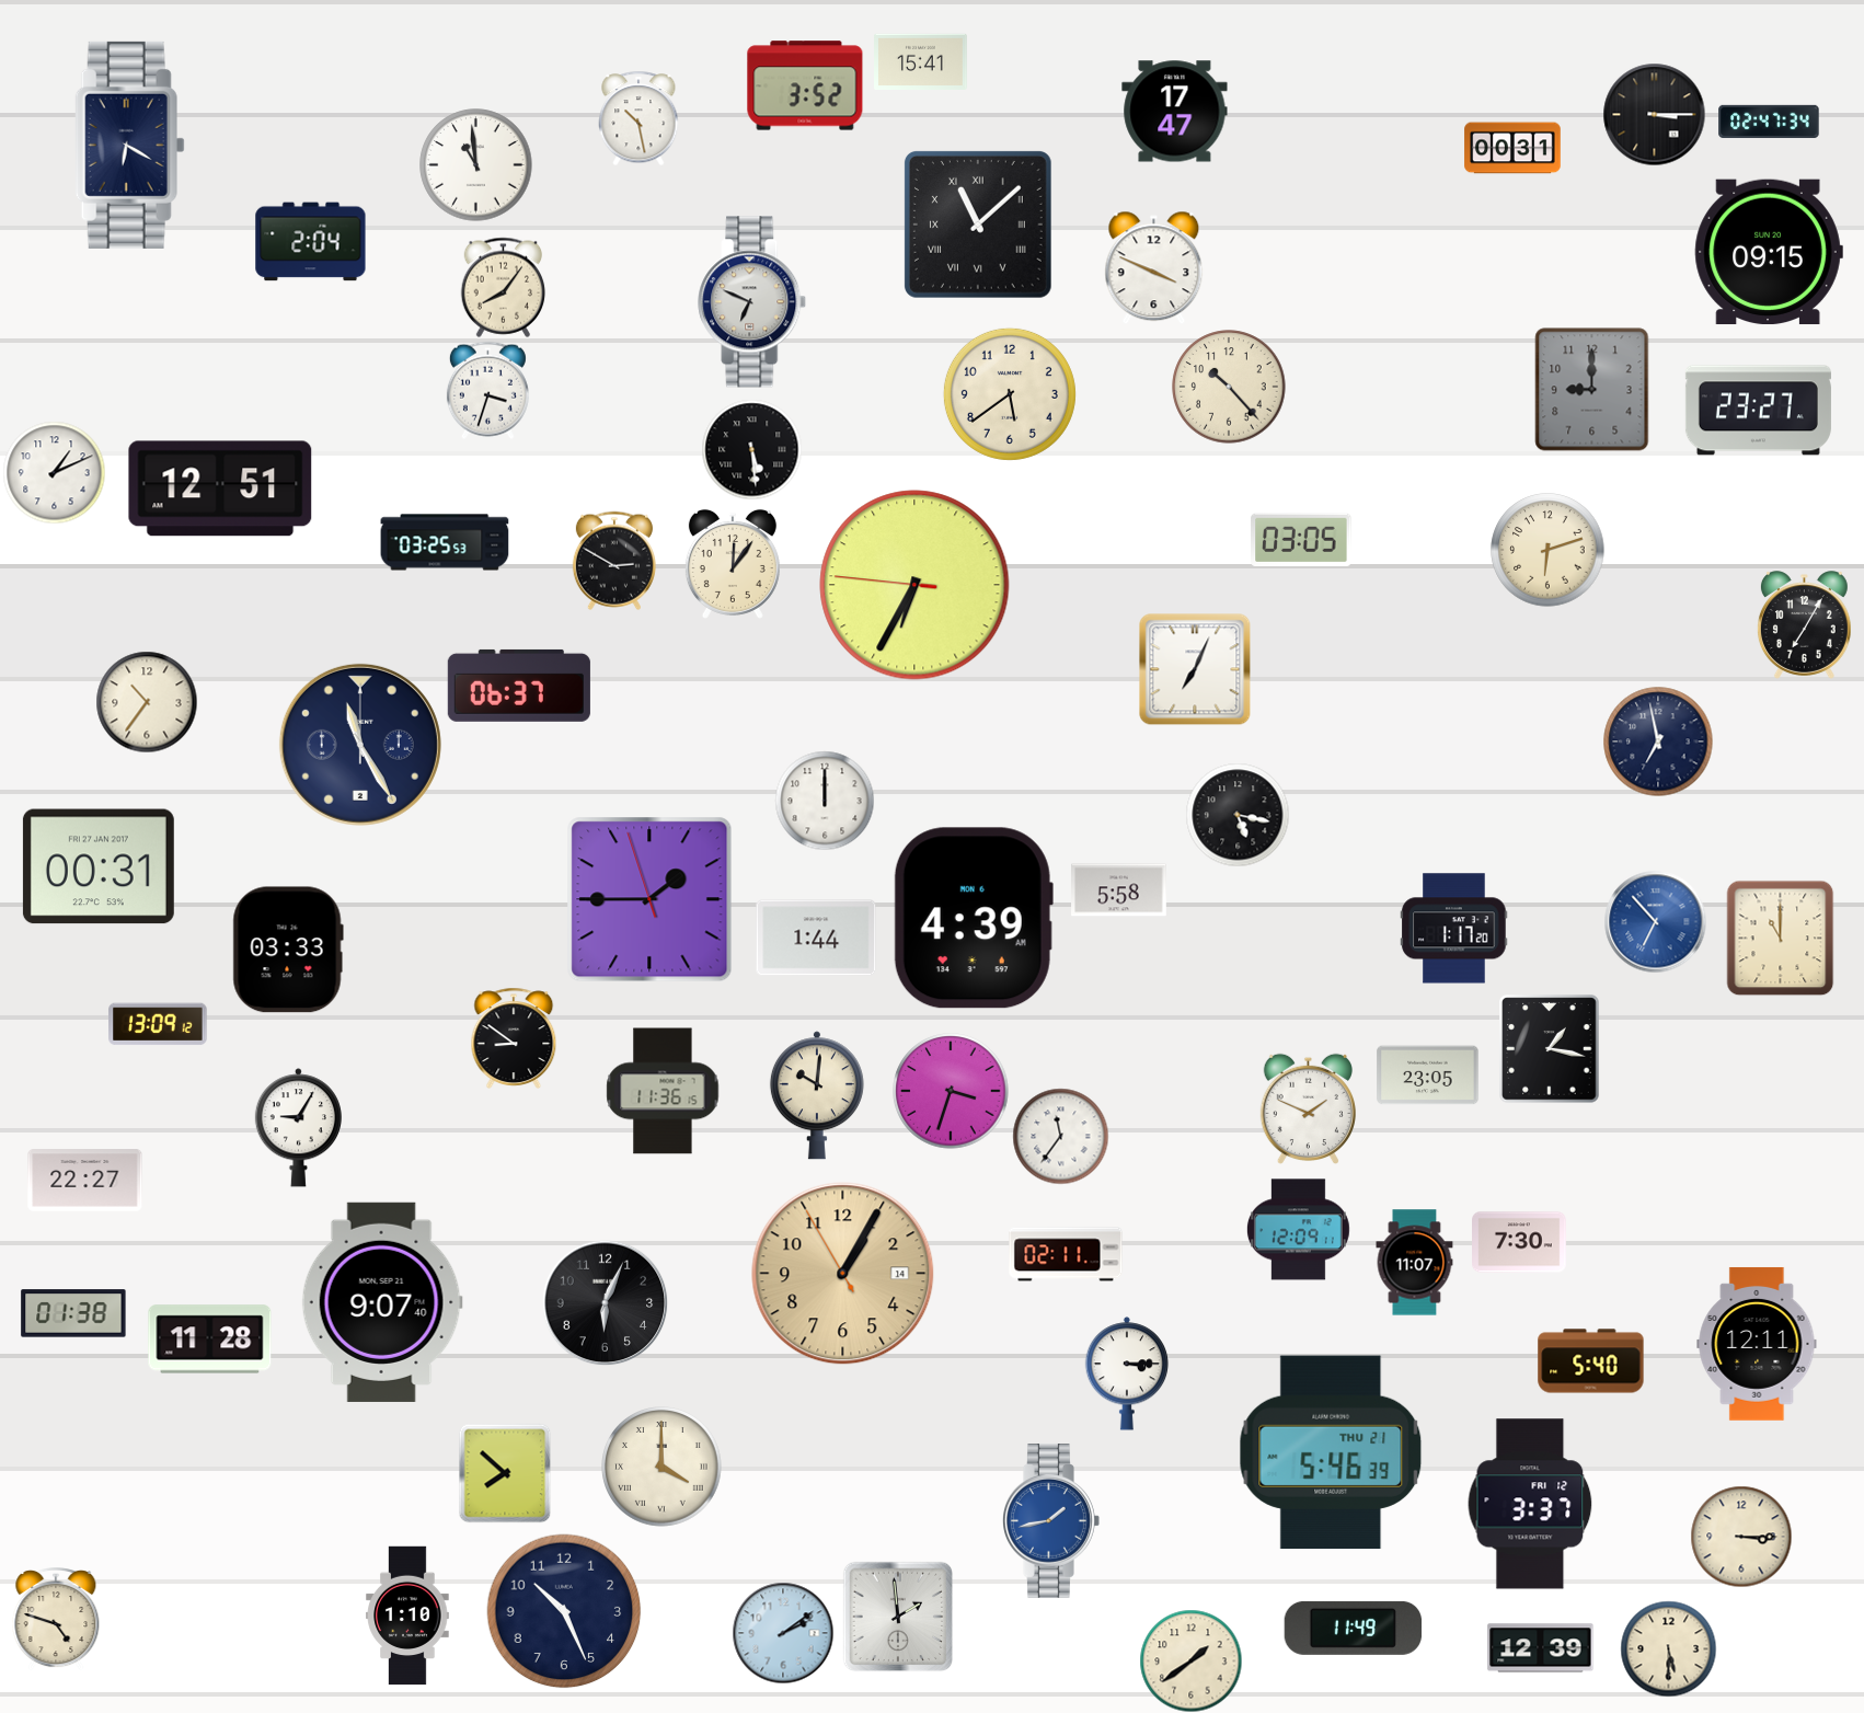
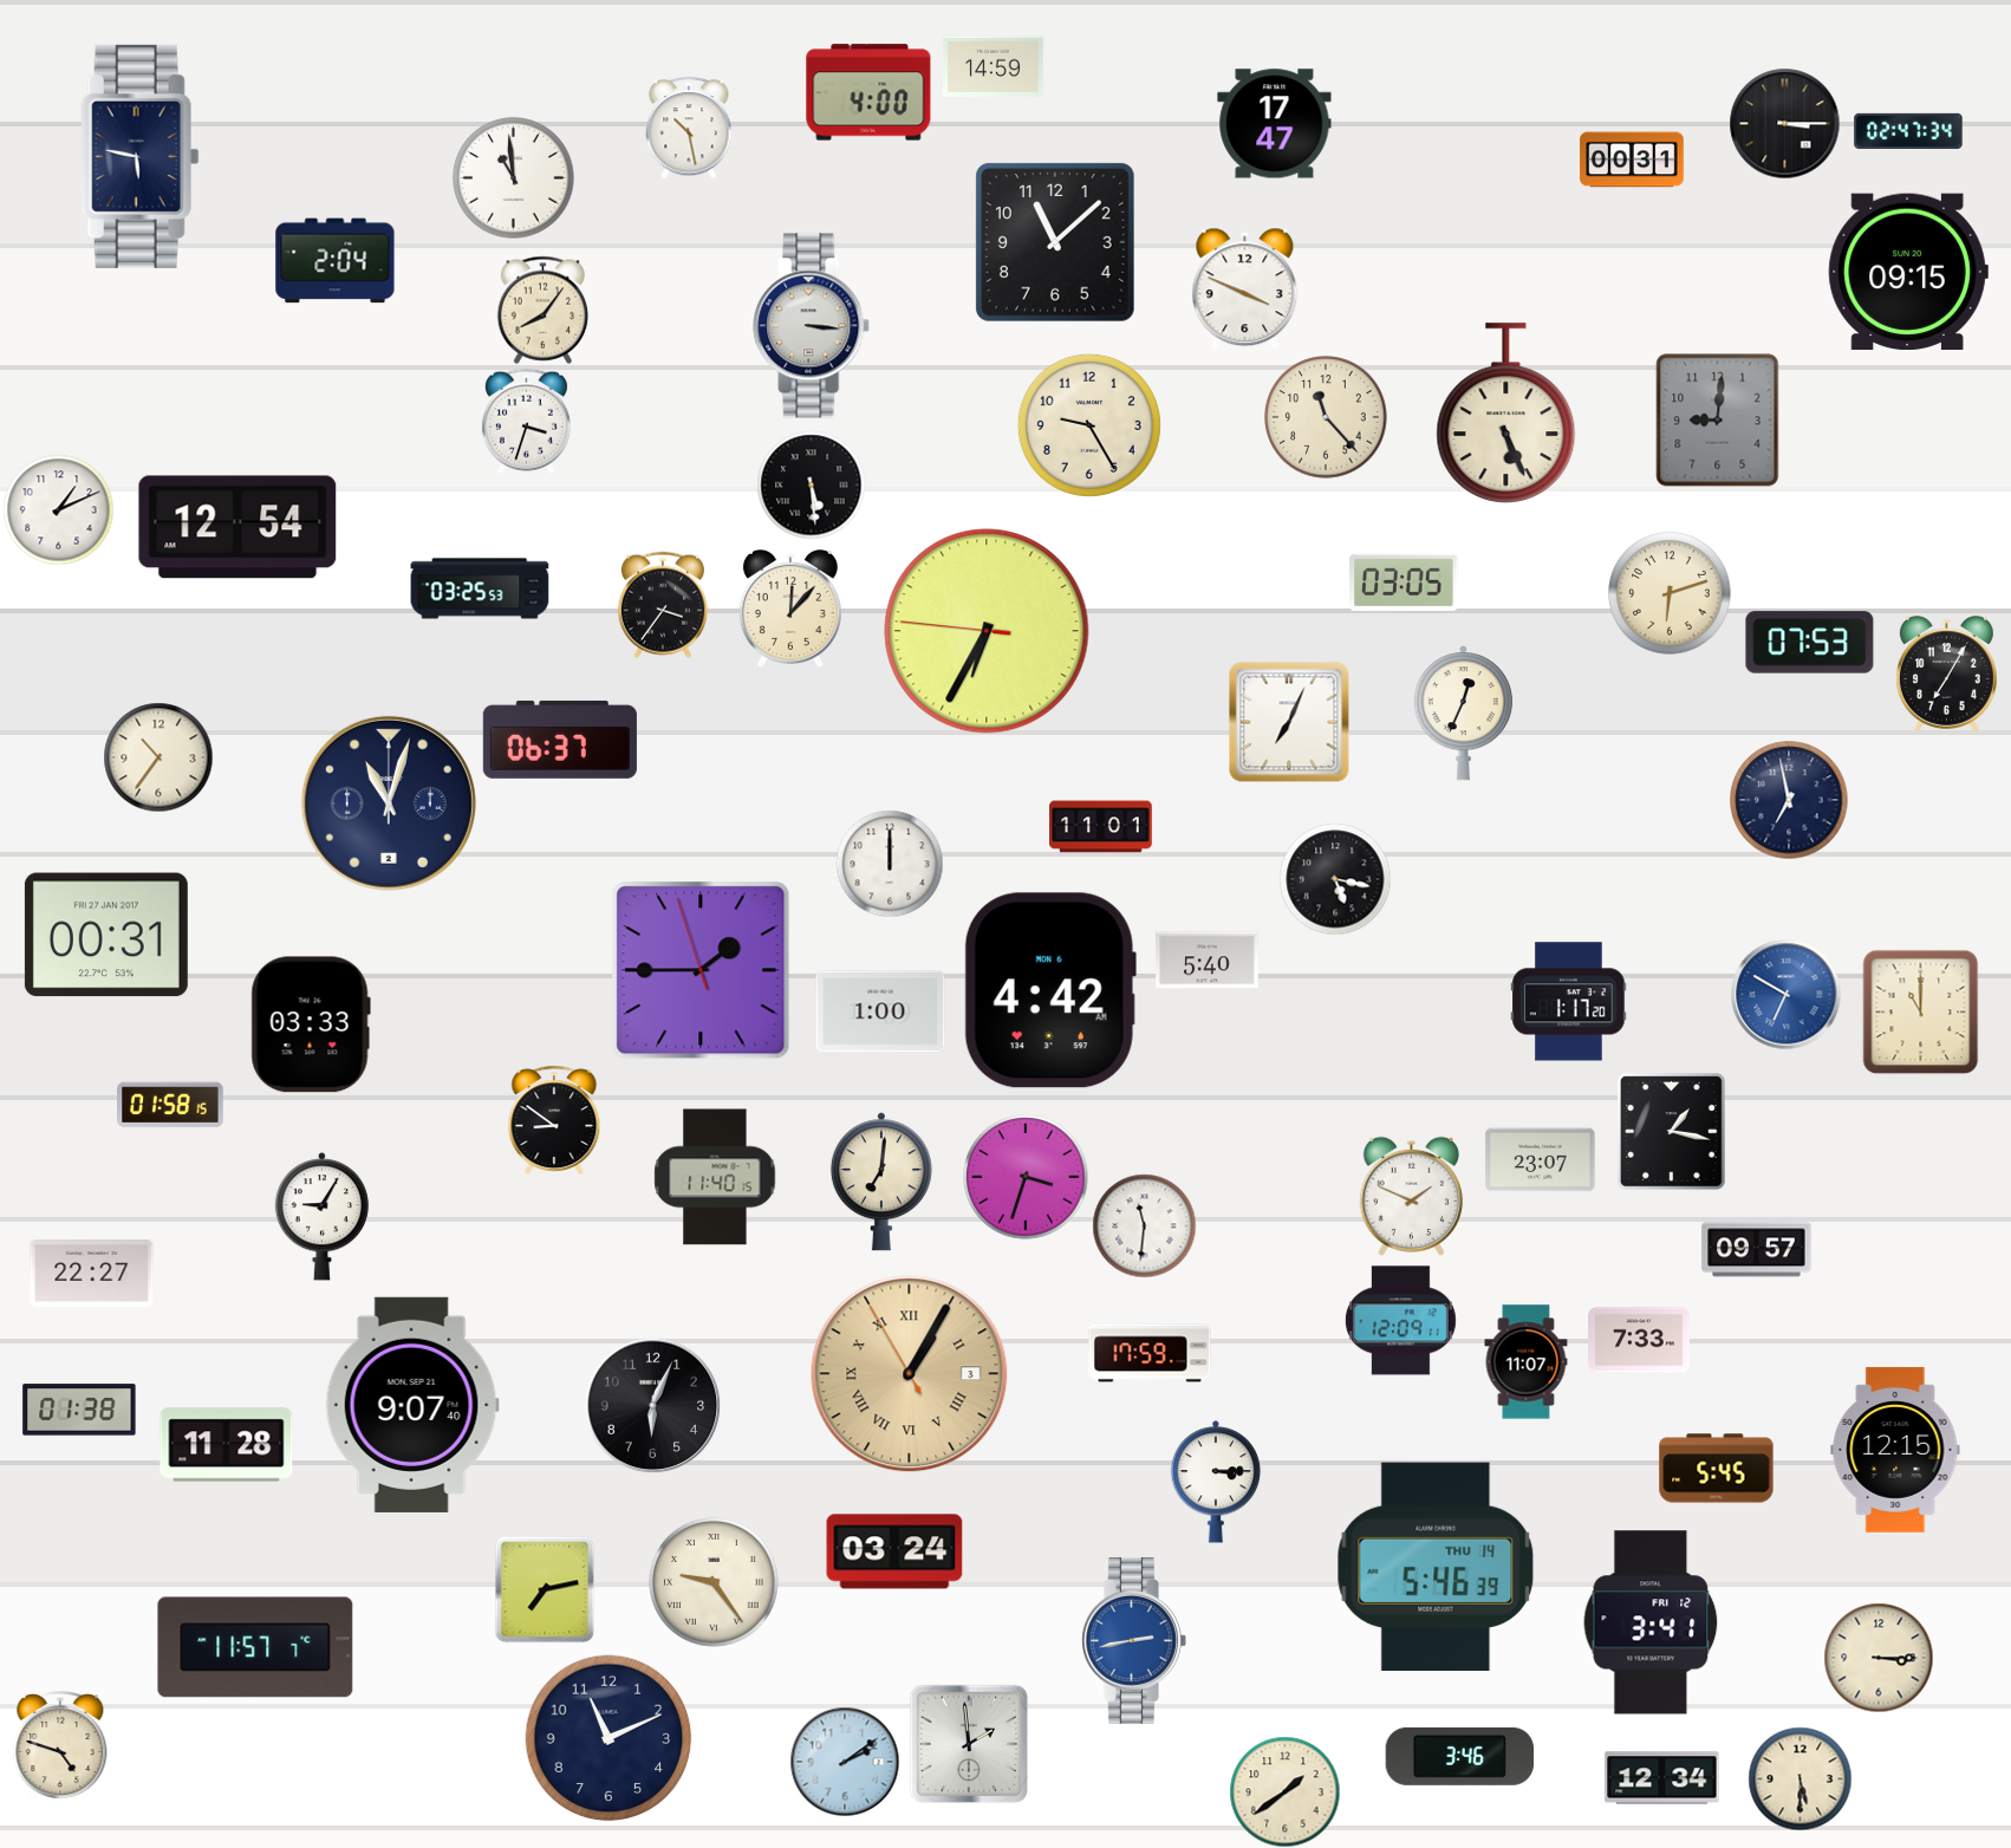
clock at (921, 61): 15:41 -> 14:59
clock at (805, 85): 3:52 -> 4:00
clock at (1175, 112) position: (1175, 112) -> (1275, 124)
clock at (129, 145): 6:20 -> 5:47
clock at (978, 225) numerals: Roman -> Arabic
clock at (752, 302): 6:49 -> 3:16
clock at (1506, 412): none -> 5:26
clock at (1229, 387): 10:23 -> 11:23
clock at (1592, 390): 9:00 -> 9:01
clock at (1010, 394): 5:39 -> 9:25
clock at (1758, 411): 23:27 -> none
clock at (220, 488): 12:51 -> 12:54
clock at (445, 542) position: (445, 542) -> (480, 588)
clock at (614, 561): 2:50 -> 3:36
clock at (733, 564): 12:06 -> 12:07
clock at (1810, 643): none -> 07:53
clock at (1463, 714): none -> 12:34
clock at (360, 745): 11:25 -> 11:03
clock at (1101, 827): none -> 11:01
clock at (1119, 890): 5:58 -> 5:40
clock at (974, 918): 4:39 -> 4:42
clock at (1655, 921): 6:53 -> 6:50
clock at (816, 938): 1:44 -> 1:00
clock at (158, 1024): 13:09 -> 01:58
clock at (1428, 1076): 23:05 -> 23:07
clock at (663, 1091): 11:36 -> 11:40
clock at (817, 1095): 10:01 -> 7:01
clock at (1060, 1136): 11:36 -> 11:31
clock at (1757, 1250): none -> 09:57
clock at (1298, 1230) position: (1298, 1230) -> (1400, 1321)
clock at (1520, 1242): 7:30 -> 7:33
clock at (1066, 1254): 02:11 -> 17:59
clock at (843, 1274) date: 14 -> 3
clock at (843, 1274) numerals: Arabic -> Roman
clock at (73, 1313) position: (73, 1313) -> (79, 1410)
clock at (1757, 1344): 12:11 -> 12:15
clock at (1591, 1361): 5:40 -> 5:45
clock at (894, 1551): none -> 03:24
clock at (1331, 1452) date: THU 21 -> THU 14
clock at (661, 1467): 4:00 -> 9:24
clock at (505, 1473): 7:52 -> 7:13
clock at (1530, 1504): 3:37 -> 3:41
clock at (1051, 1521): 1:43 -> 2:43
clock at (255, 1647): none -> 11:57
clock at (564, 1611): 10:26 -> 11:11
clock at (407, 1616): 1:10 -> none
clock at (1354, 1628): 11:49 -> 3:46
clock at (1541, 1648): 12:39 -> 12:34
